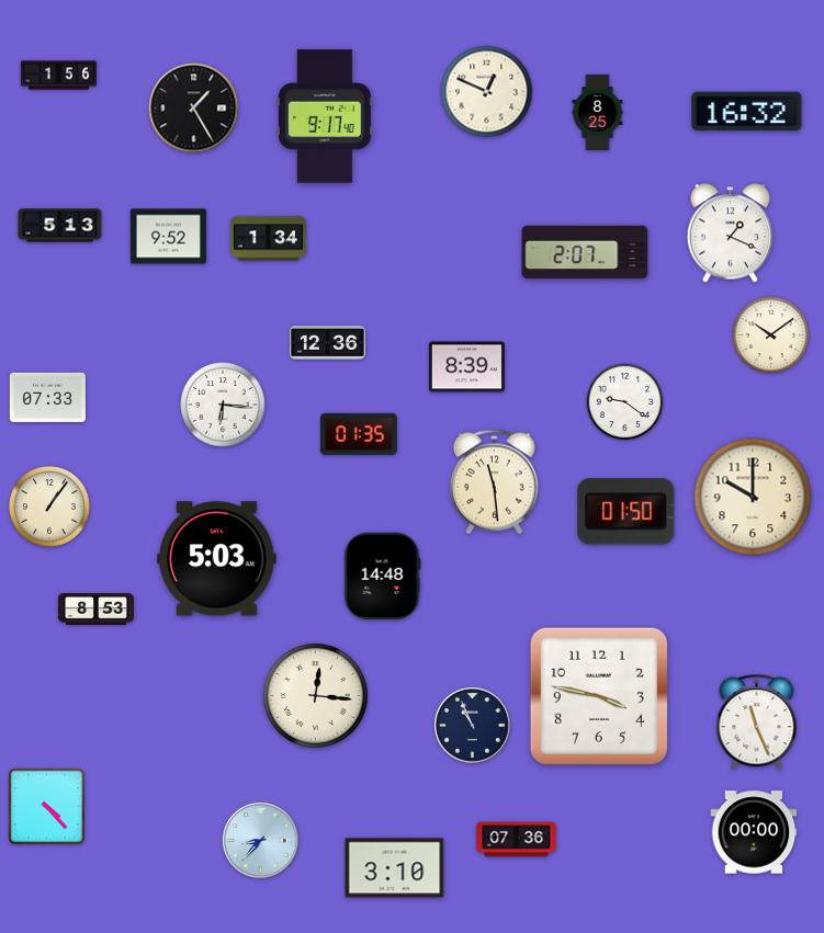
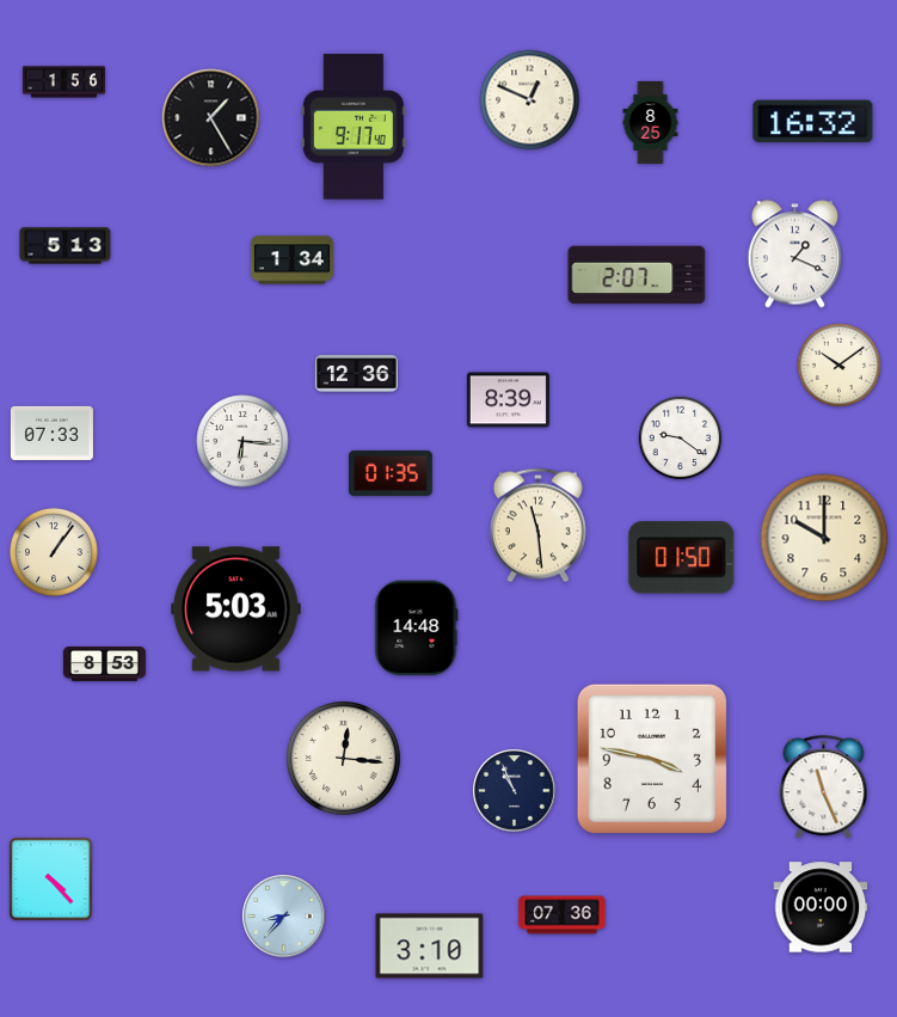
clock at (168, 237): 9:52 -> none
clock at (753, 497) position: (753, 497) -> (824, 538)
